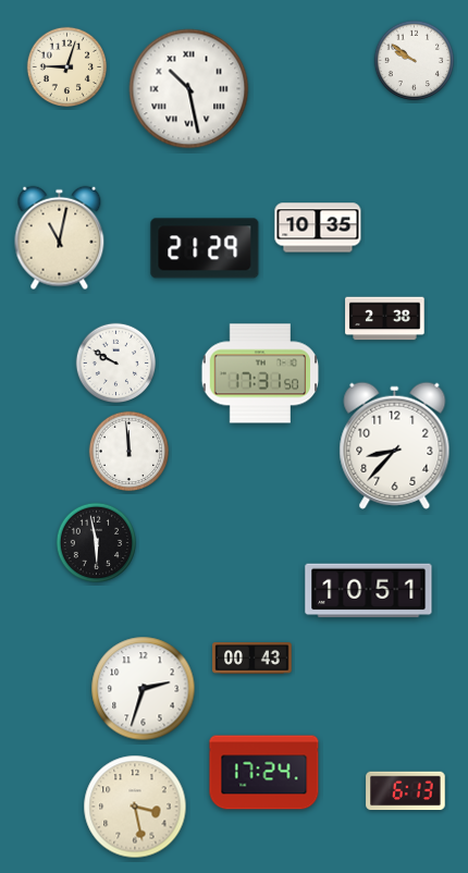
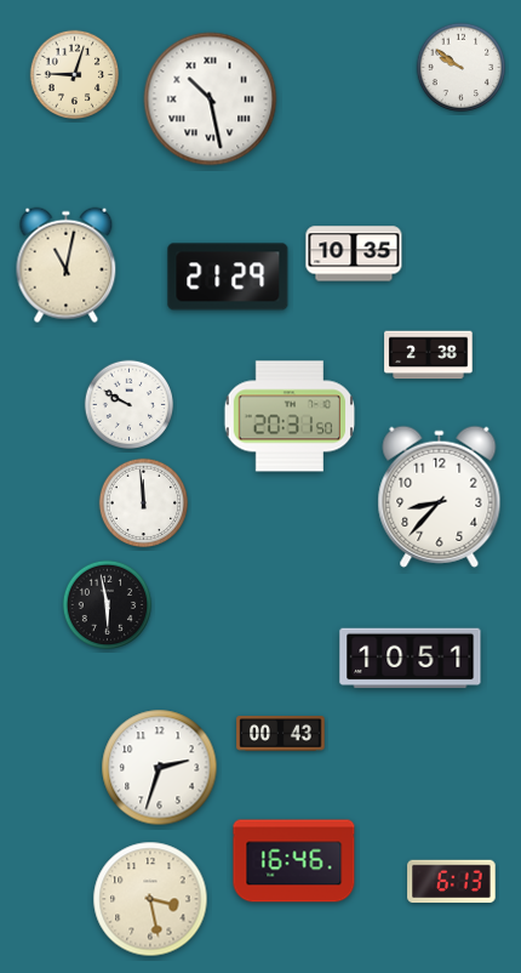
clock at (260, 373): 17:31 -> 20:31
clock at (264, 773): 17:24 -> 16:46
